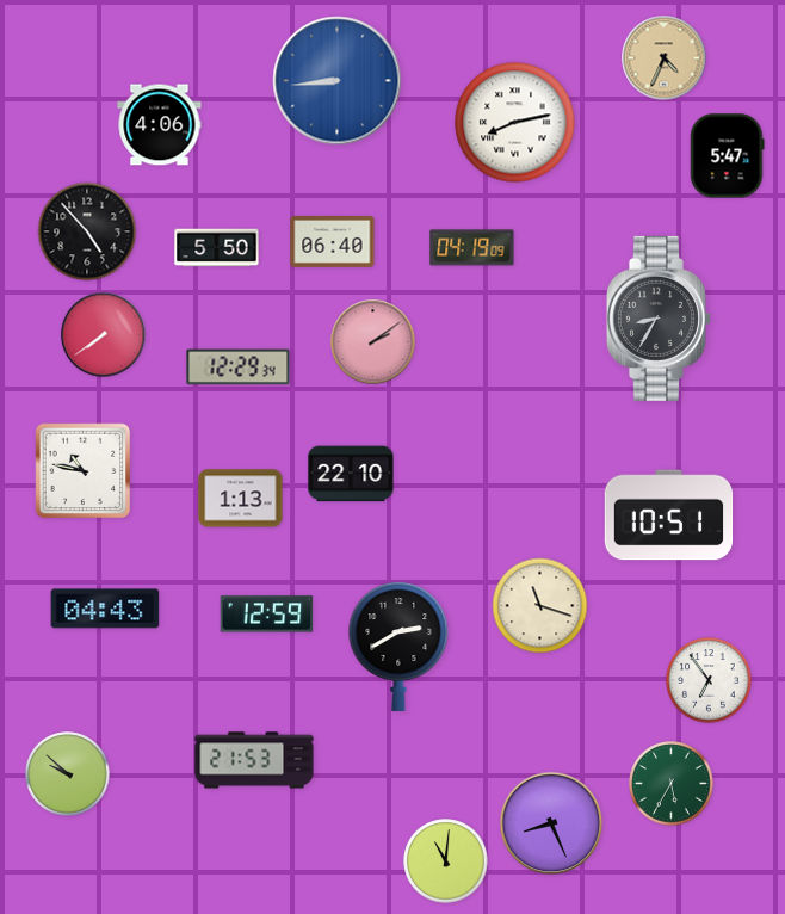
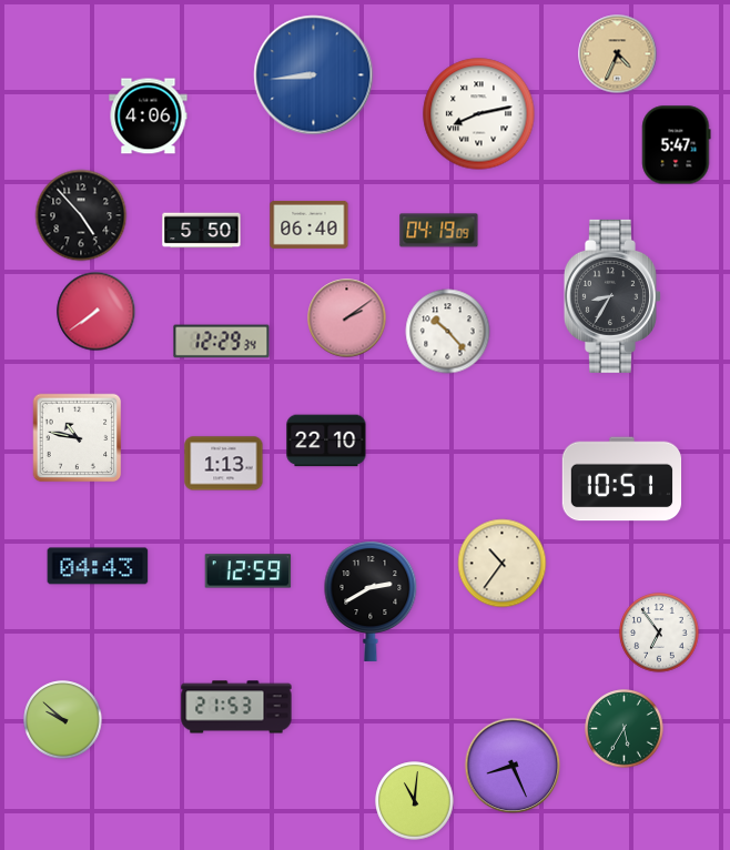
clock at (448, 332): none -> 10:23
clock at (540, 606): 11:18 -> 10:36
